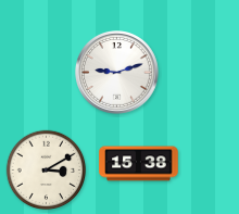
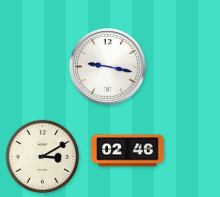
clock at (117, 73): 9:12 -> 9:17
clock at (139, 164): 15:38 -> 02:46
